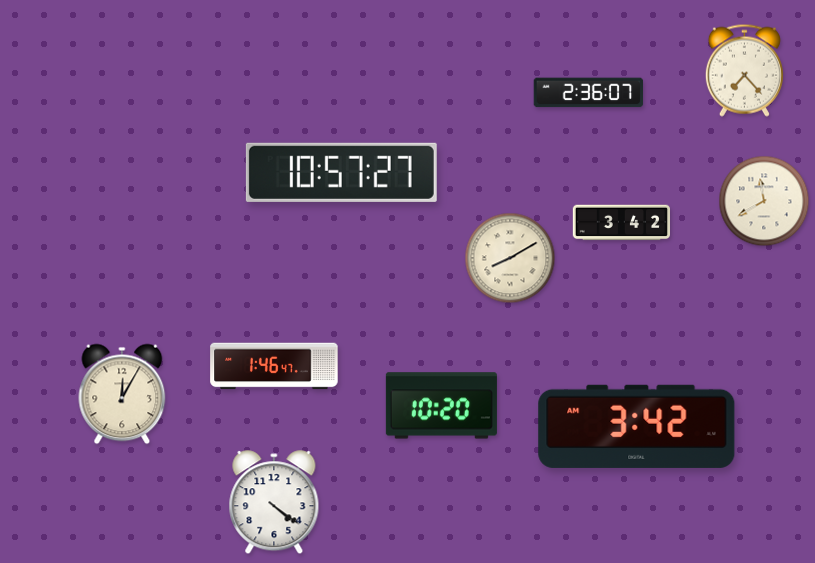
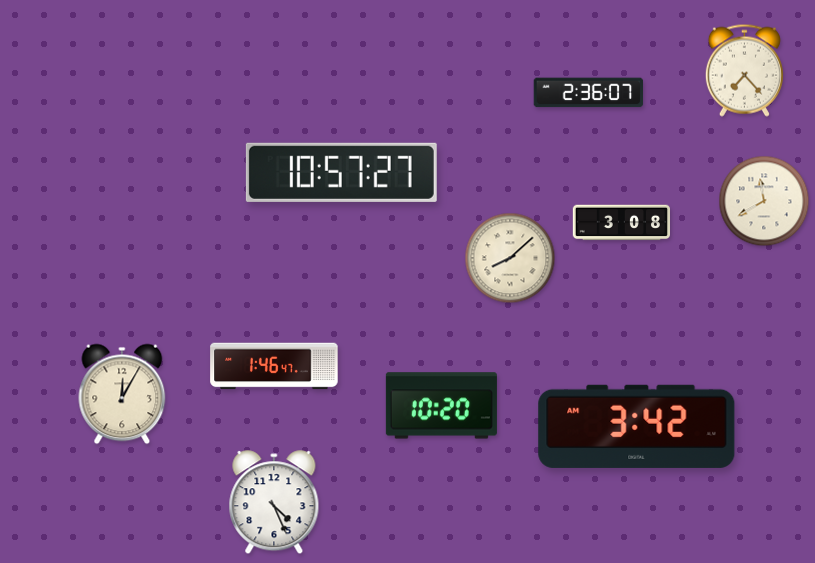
clock at (621, 223): 3:42 -> 3:08
clock at (510, 258): 8:10 -> 8:08
clock at (274, 503): 4:21 -> 4:26
